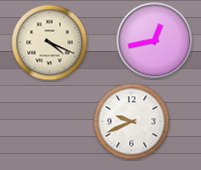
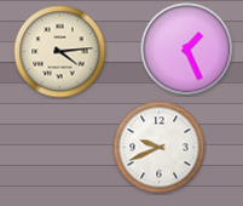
clock at (155, 41): 12:43 -> 1:26
clock at (50, 43): 4:19 -> 4:14
